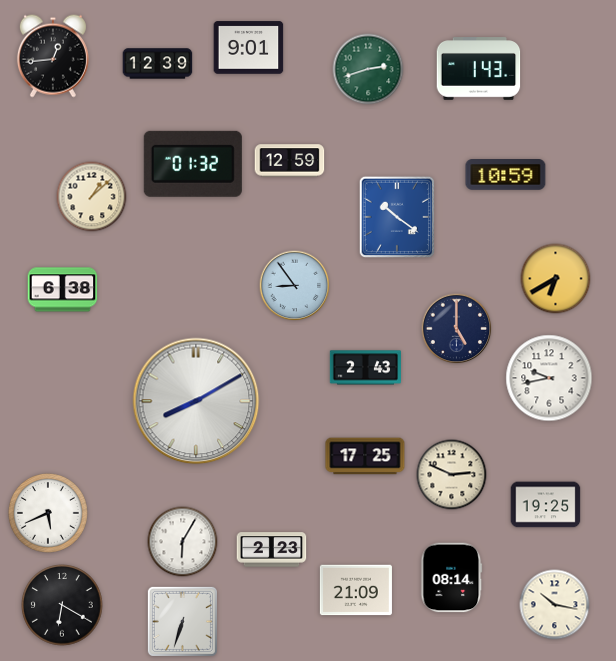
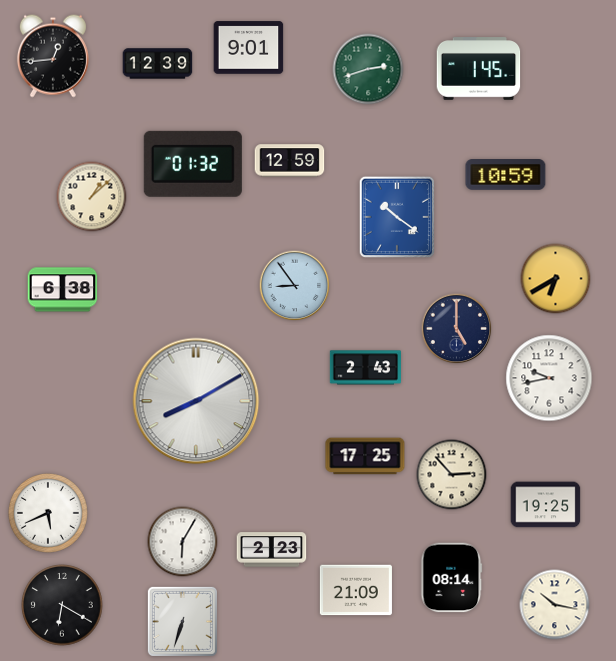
clock at (479, 69): 1:43 -> 1:45
clock at (452, 475): 2:49 -> 2:53
